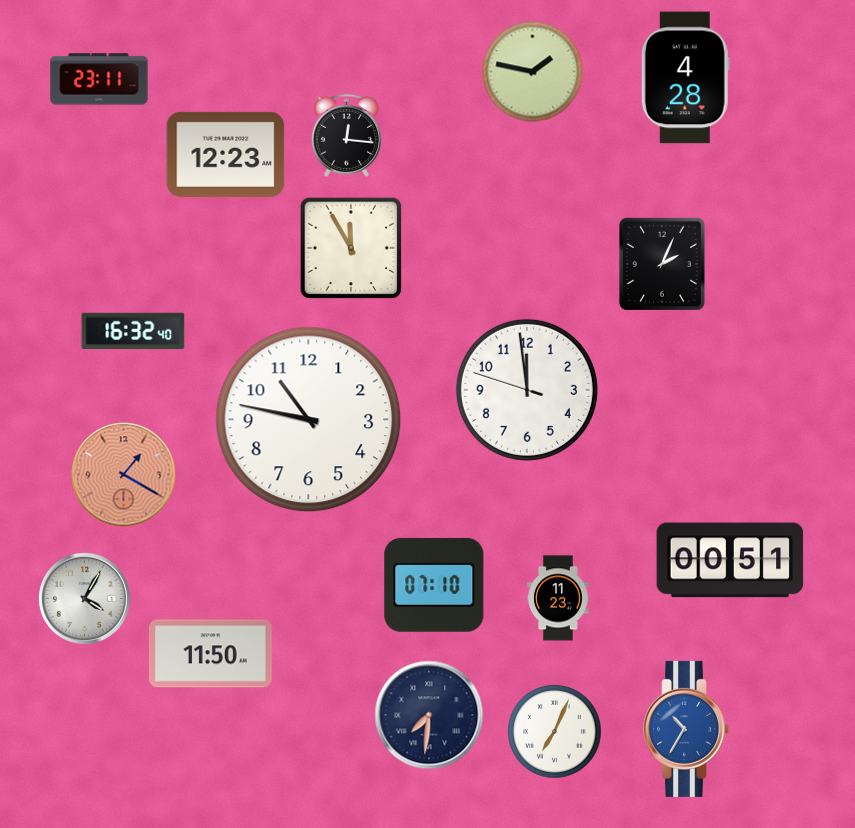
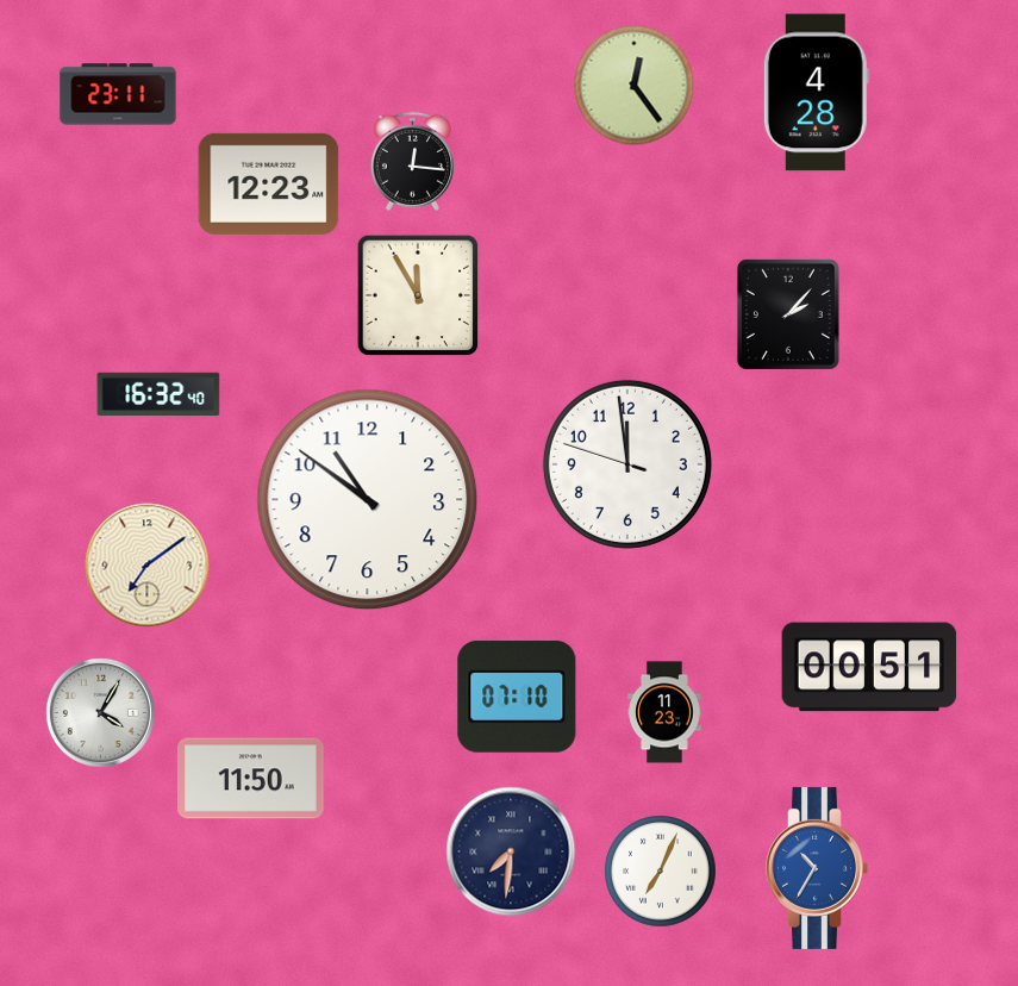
clock at (533, 72): 1:47 -> 12:24
clock at (662, 264): 2:04 -> 2:07
clock at (309, 420): 10:47 -> 10:51
clock at (124, 475): 1:20 -> 7:09
clock at (124, 475) dial: salmon -> cream
